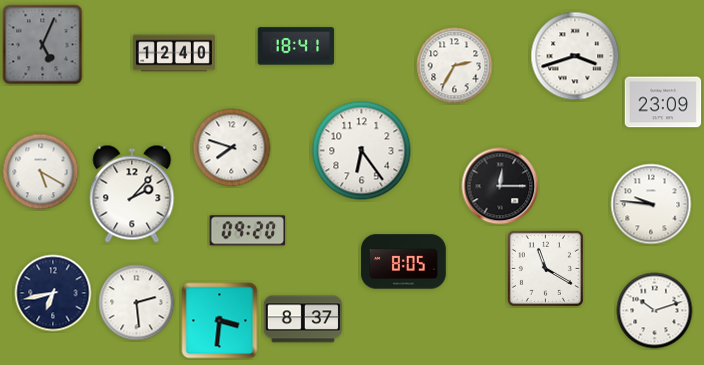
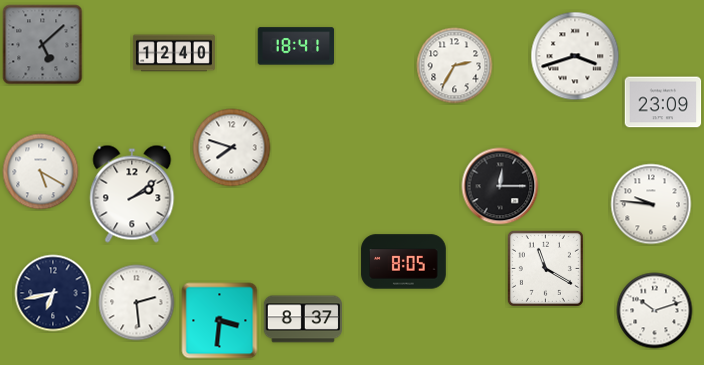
clock at (43, 45): 5:04 -> 5:08
clock at (362, 151): 6:24 -> none
clock at (132, 194): 2:07 -> 2:09
clock at (248, 231): 09:20 -> none
